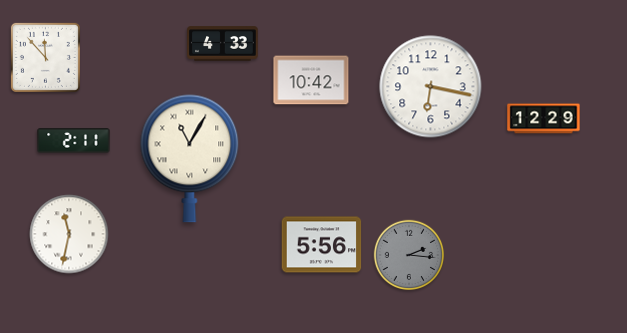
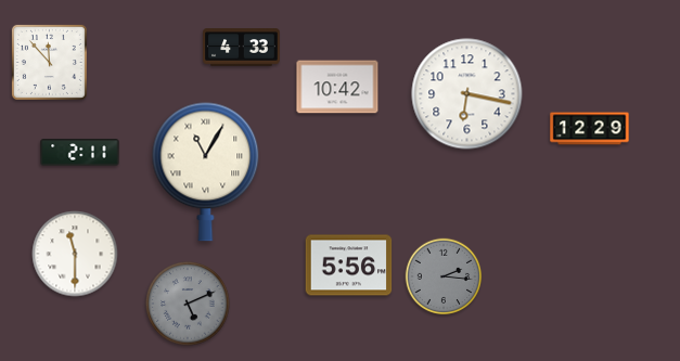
clock at (69, 234): 11:32 -> 11:30
clock at (188, 304): none -> 5:11
